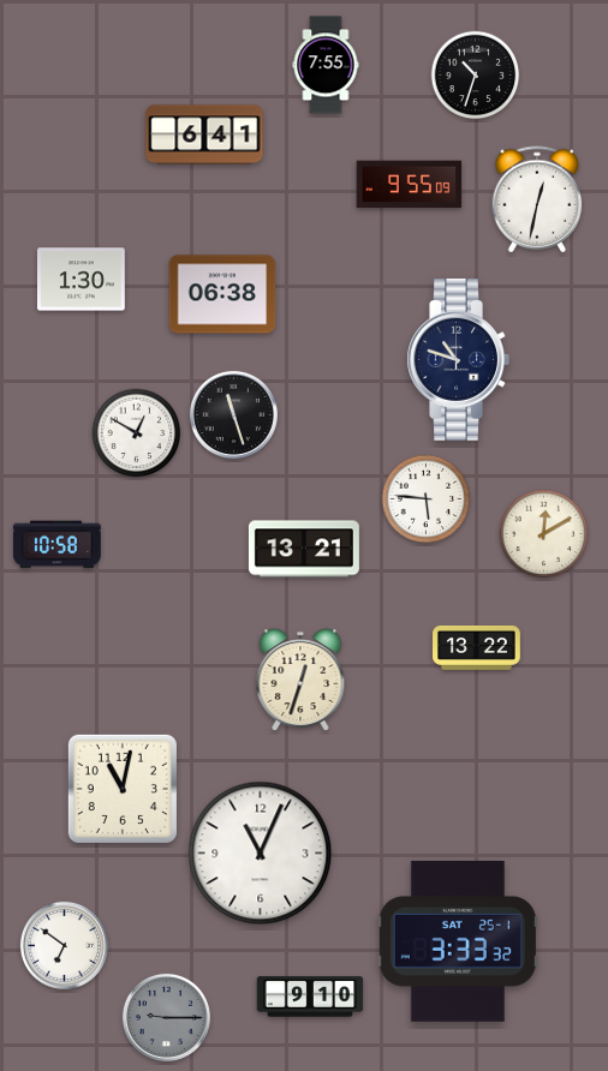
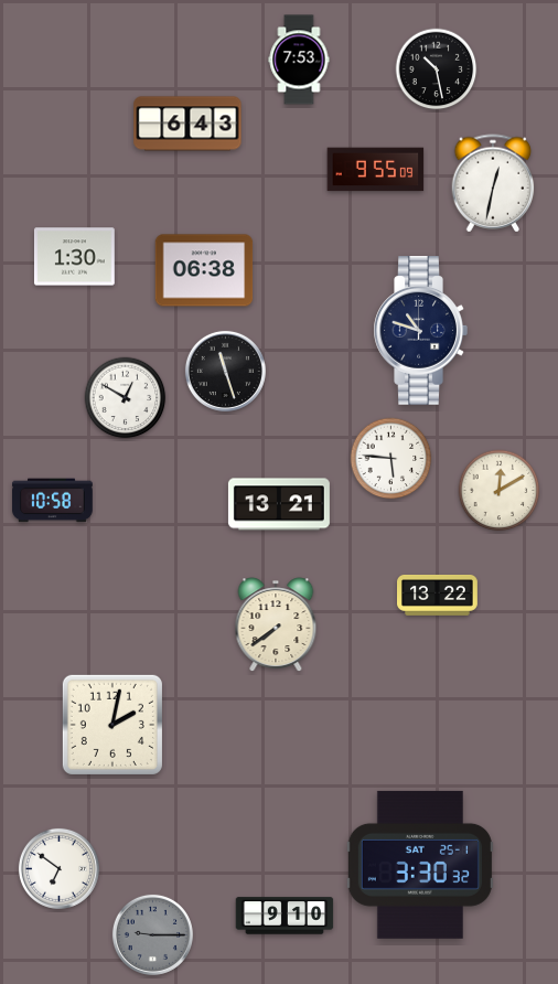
clock at (326, 65): 7:55 -> 7:53
clock at (476, 76): 10:33 -> 10:28
clock at (204, 134): 6:41 -> 6:43
clock at (233, 414) position: (233, 414) -> (225, 371)
clock at (300, 680): 12:33 -> 7:39
clock at (123, 789): 11:02 -> 2:02
clock at (261, 854): 11:04 -> none
clock at (458, 941): 3:33 -> 3:30
